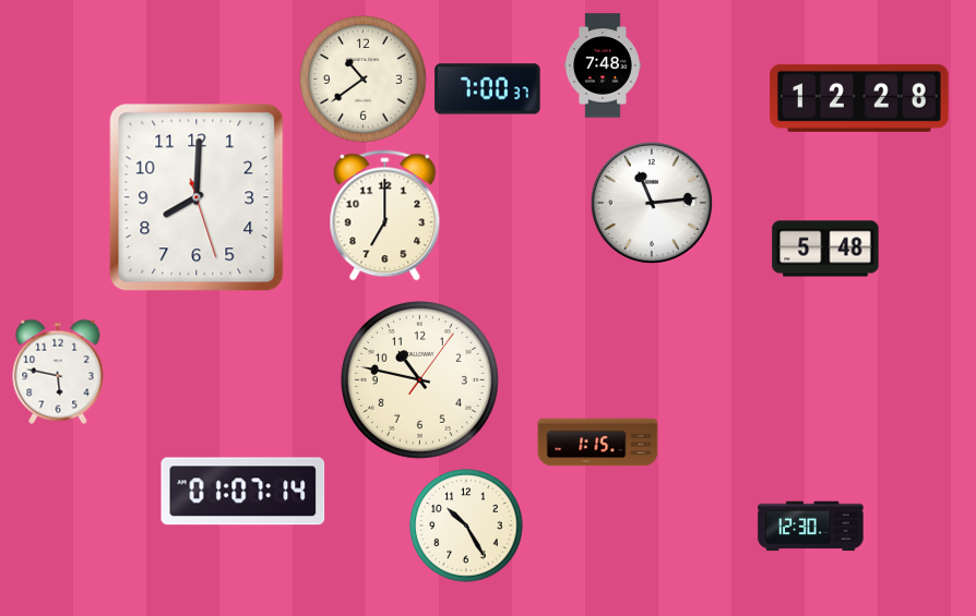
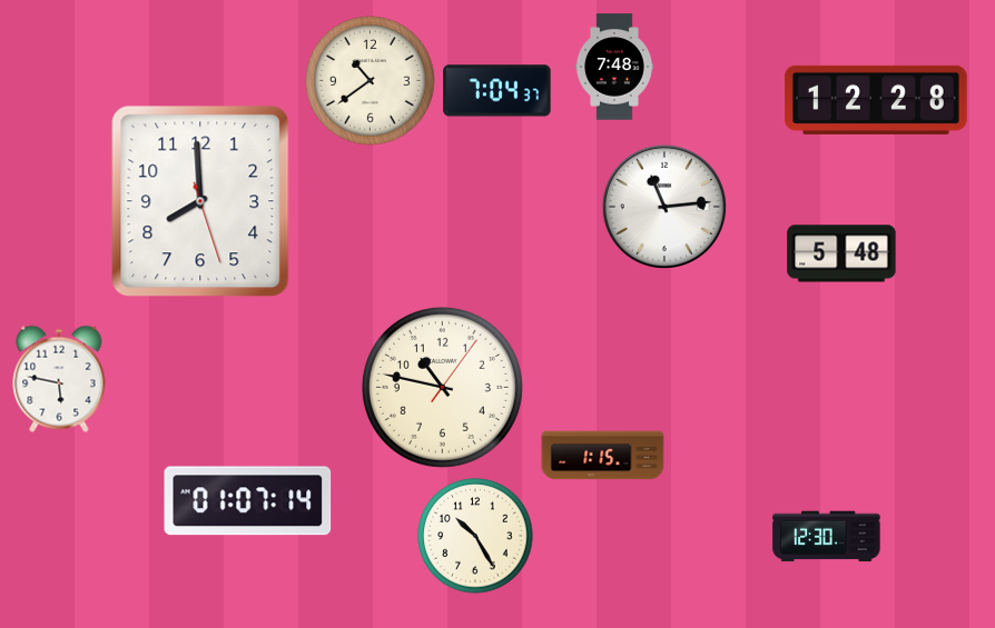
clock at (488, 89): 7:00 -> 7:04
clock at (197, 197): 8:00 -> 7:59
clock at (385, 216): 7:00 -> none
clock at (419, 379) position: (419, 379) -> (442, 387)
clock at (598, 443) position: (598, 443) -> (603, 456)
